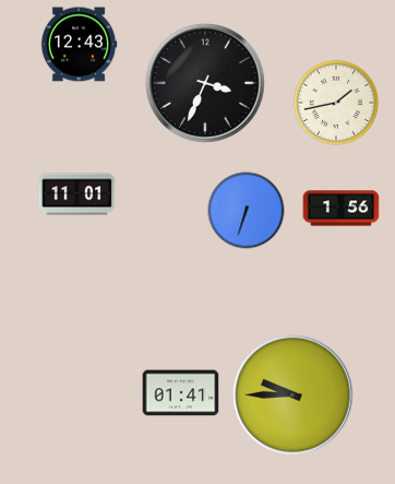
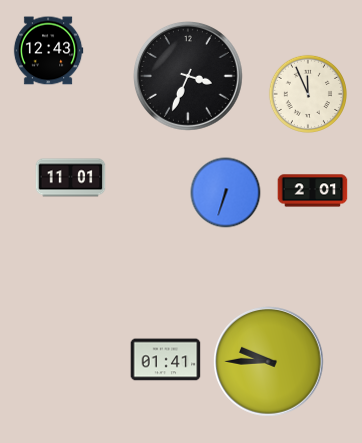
clock at (79, 45) position: (79, 45) -> (48, 51)
clock at (336, 103): 1:43 -> 11:56
clock at (342, 209): 1:56 -> 2:01
